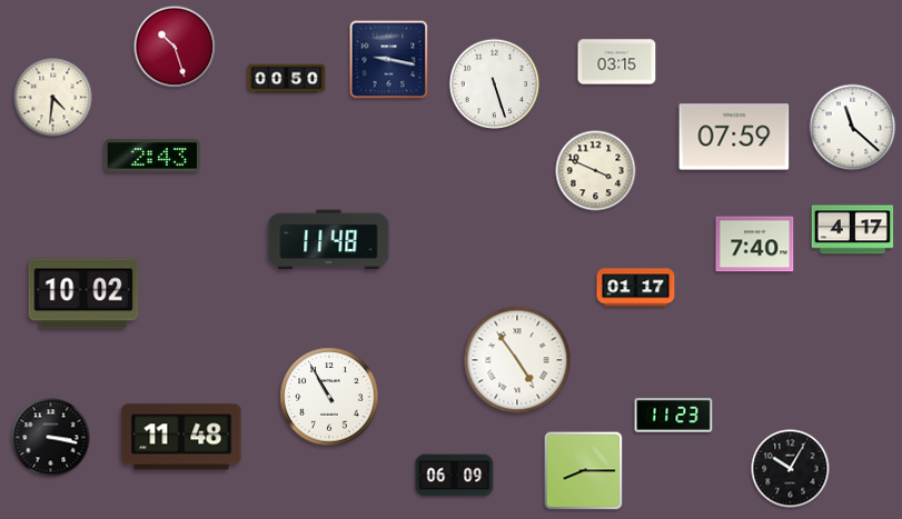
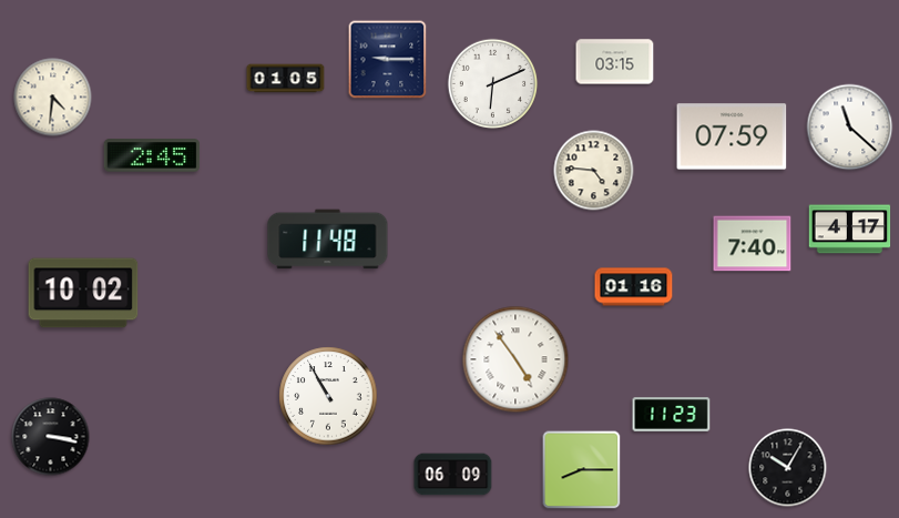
clock at (175, 47): 10:27 -> none
clock at (389, 60): 9:17 -> 9:15
clock at (287, 79): 00:50 -> 01:05
clock at (495, 84): 5:27 -> 6:11
clock at (152, 156): 2:43 -> 2:45
clock at (596, 171): 3:49 -> 4:46
clock at (636, 288): 01:17 -> 01:16
clock at (181, 437): 11:48 -> none
